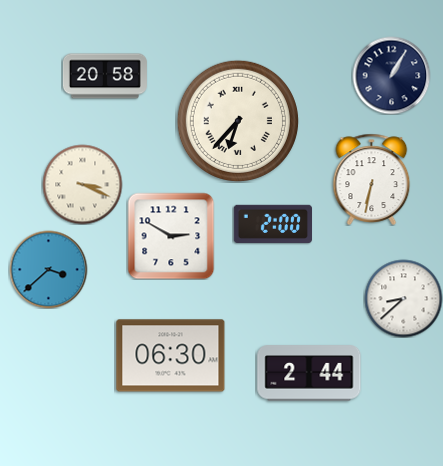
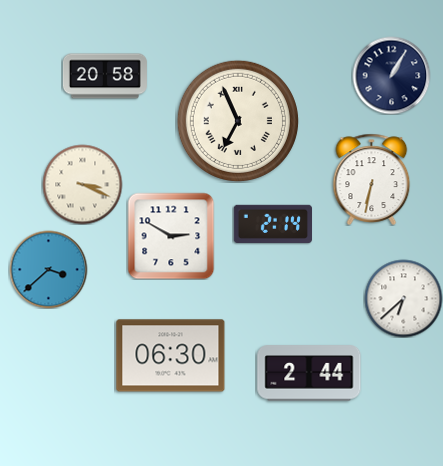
clock at (238, 121): 6:37 -> 6:56
clock at (272, 223): 2:00 -> 2:14
clock at (403, 298): 8:38 -> 6:38
